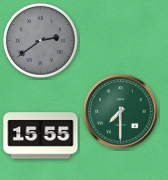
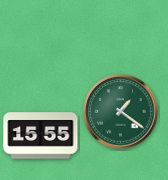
clock at (40, 40): 2:39 -> none
clock at (121, 112): 7:30 -> 1:21
